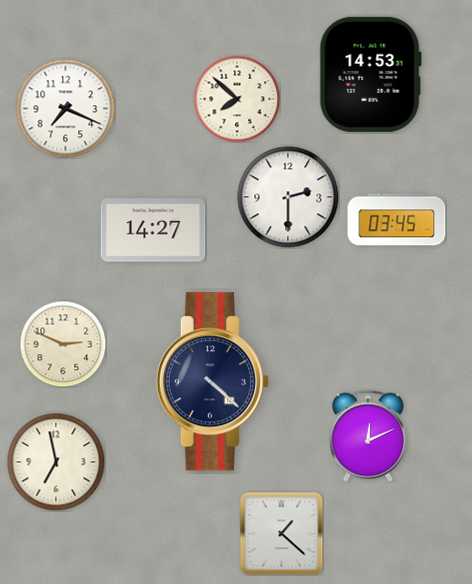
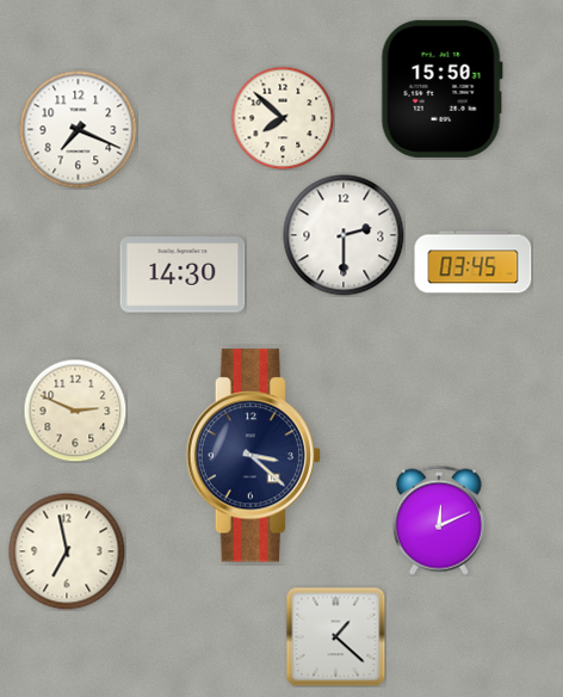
clock at (370, 74): 14:53 -> 15:50
clock at (153, 230): 14:27 -> 14:30
clock at (212, 382): 4:22 -> 3:22
